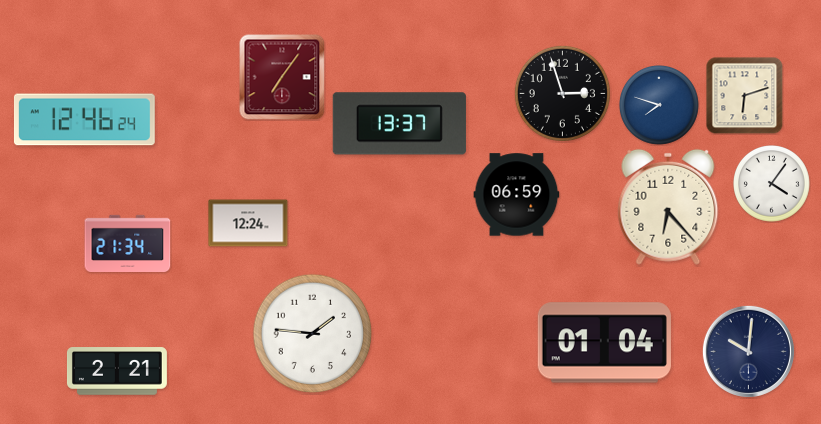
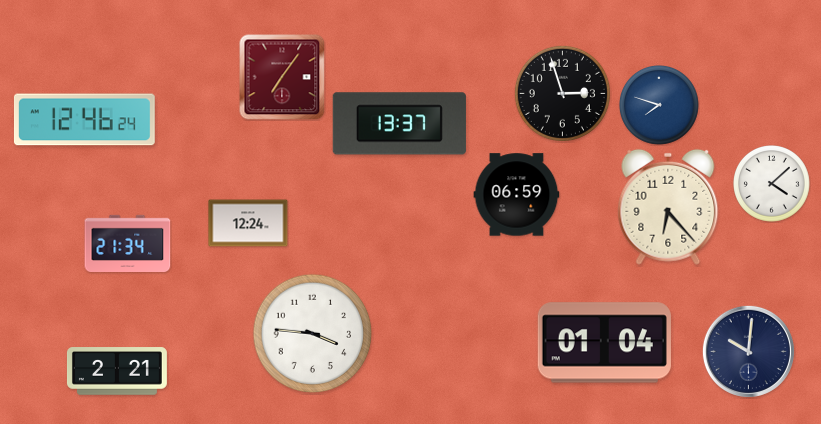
clock at (744, 95): 6:12 -> none
clock at (772, 184): 4:06 -> 4:08
clock at (313, 334): 1:46 -> 3:46
